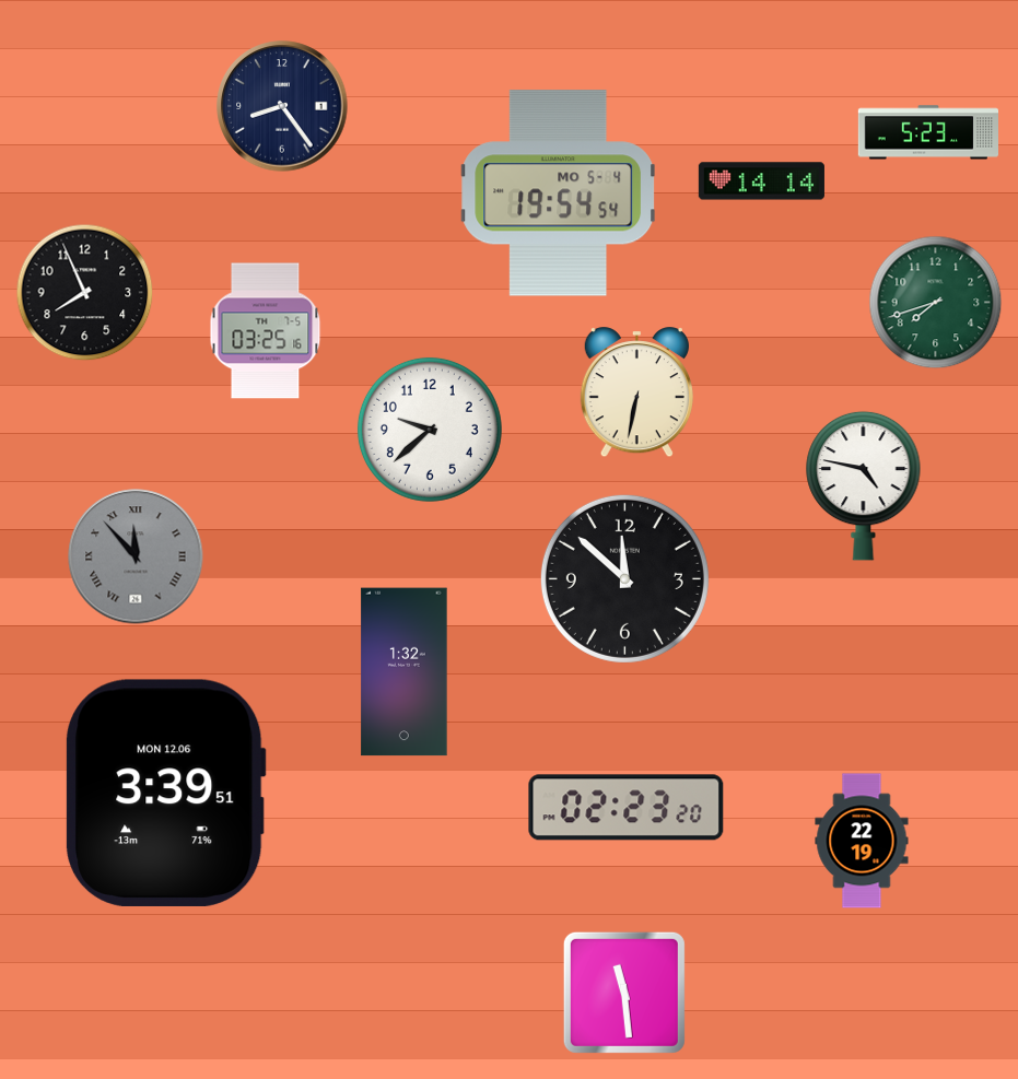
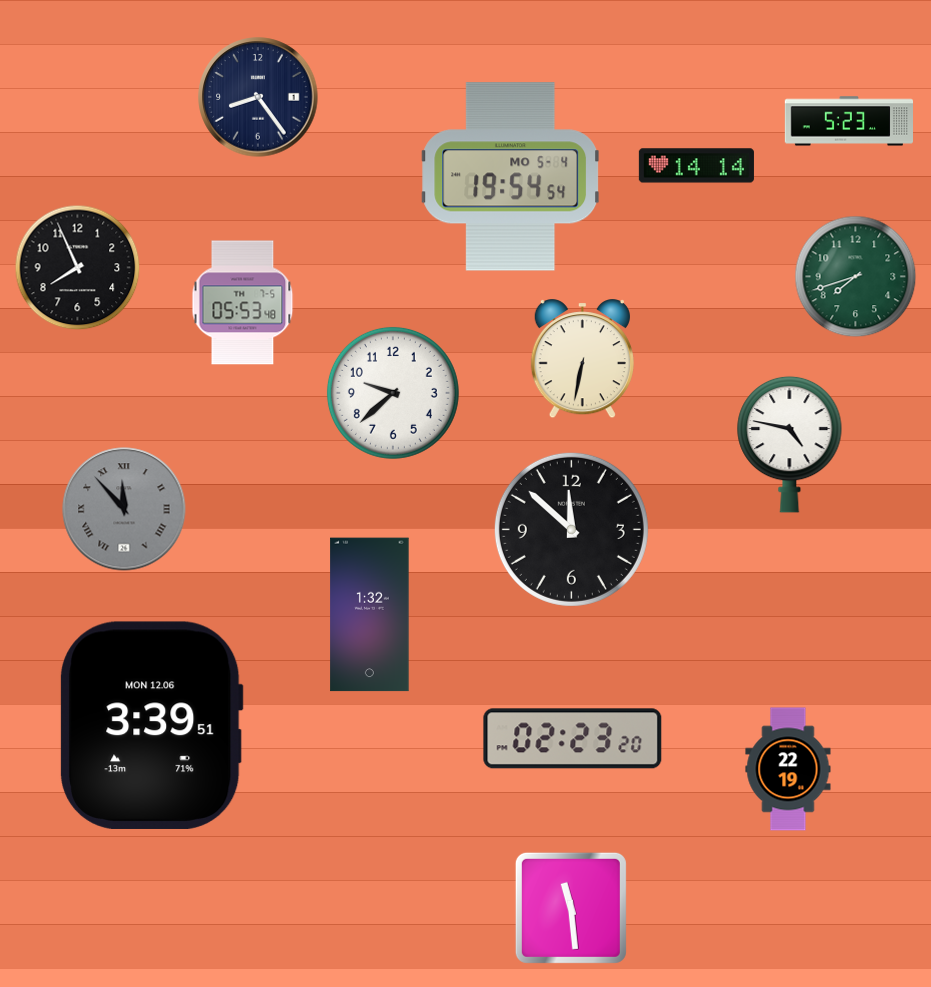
clock at (266, 331): 03:25 -> 05:53
